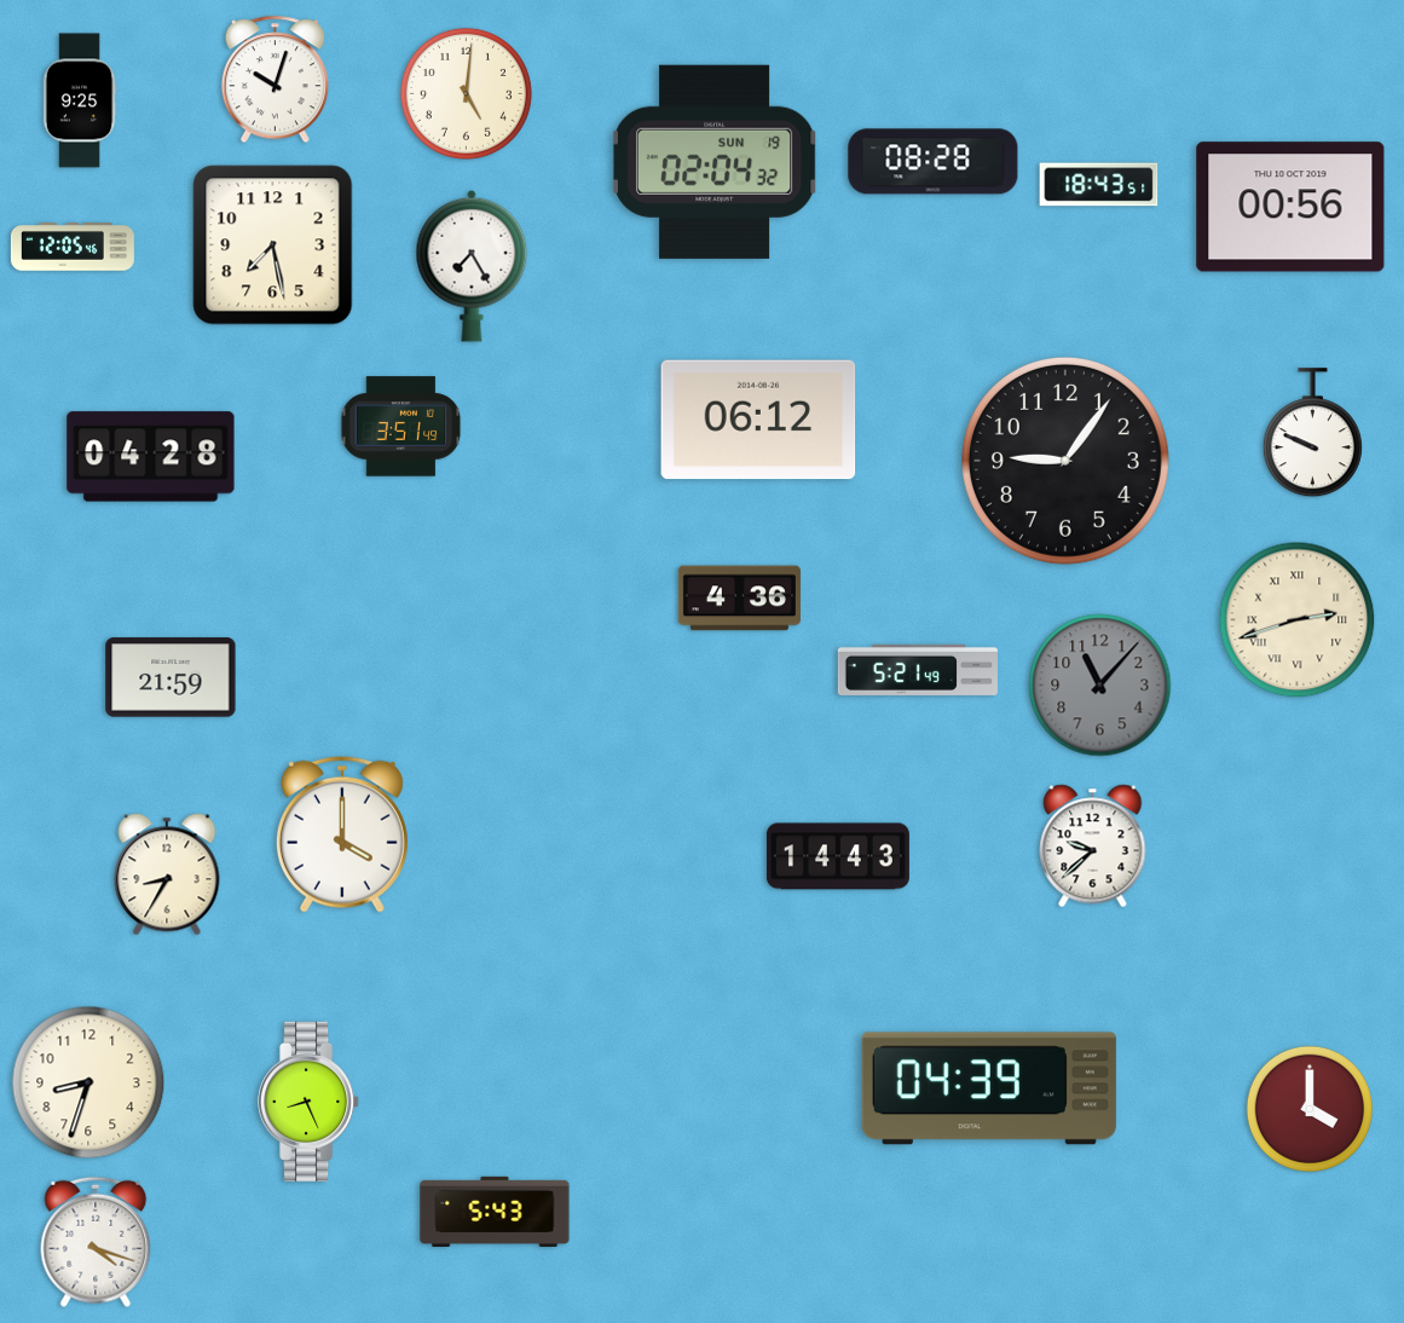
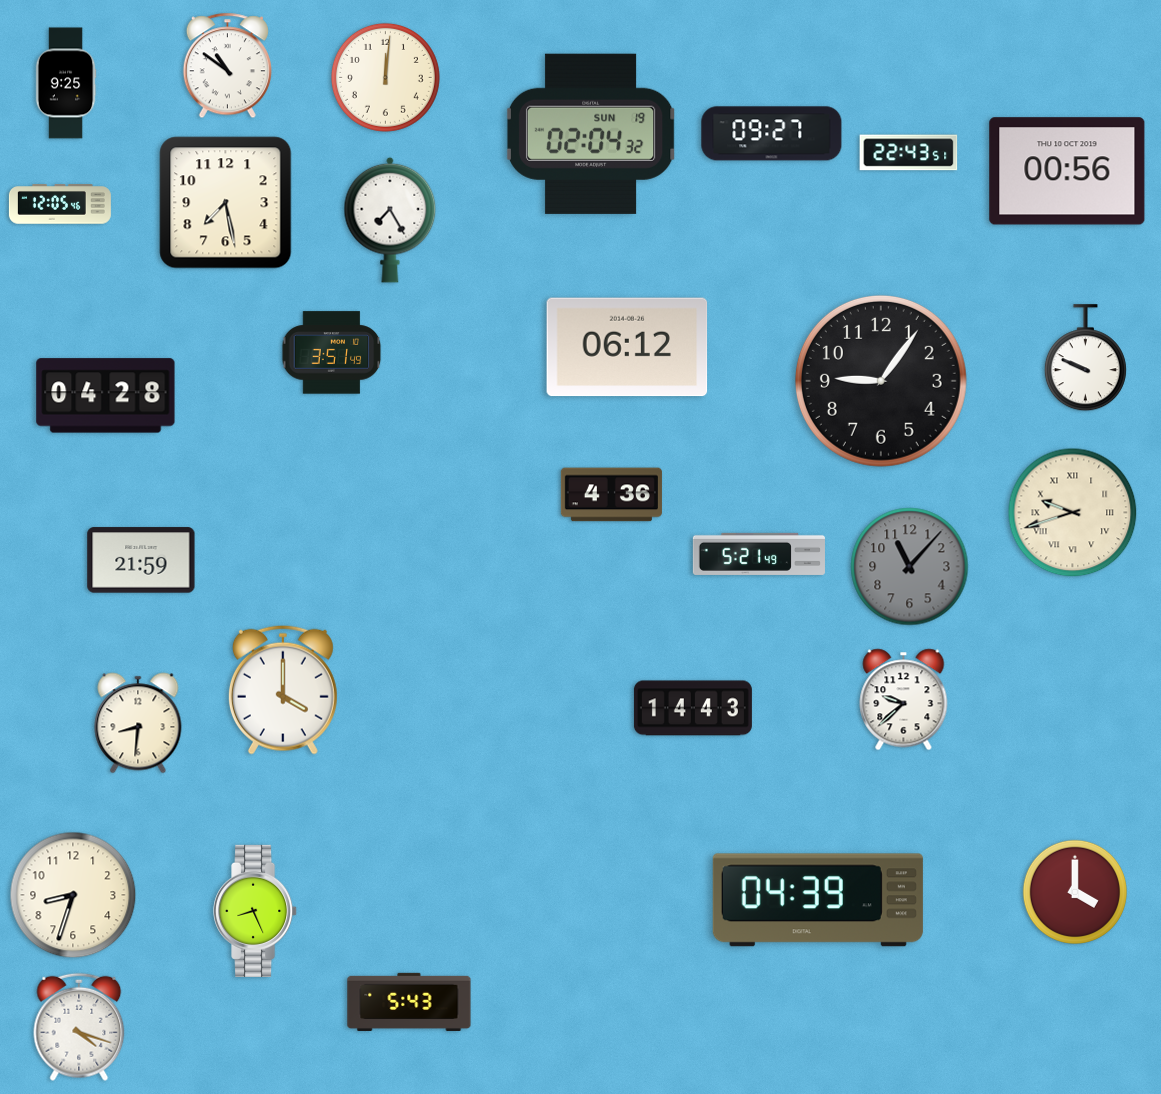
clock at (275, 80): 10:03 -> 10:51
clock at (466, 93): 5:01 -> 12:01
clock at (934, 162): 08:28 -> 09:27
clock at (1099, 185): 18:43 -> 22:43
clock at (151, 457) position: (151, 457) -> (106, 396)
clock at (1298, 620): 2:42 -> 9:42
clock at (167, 874): 8:35 -> 8:31
clock at (1308, 1108) position: (1308, 1108) -> (1074, 891)
